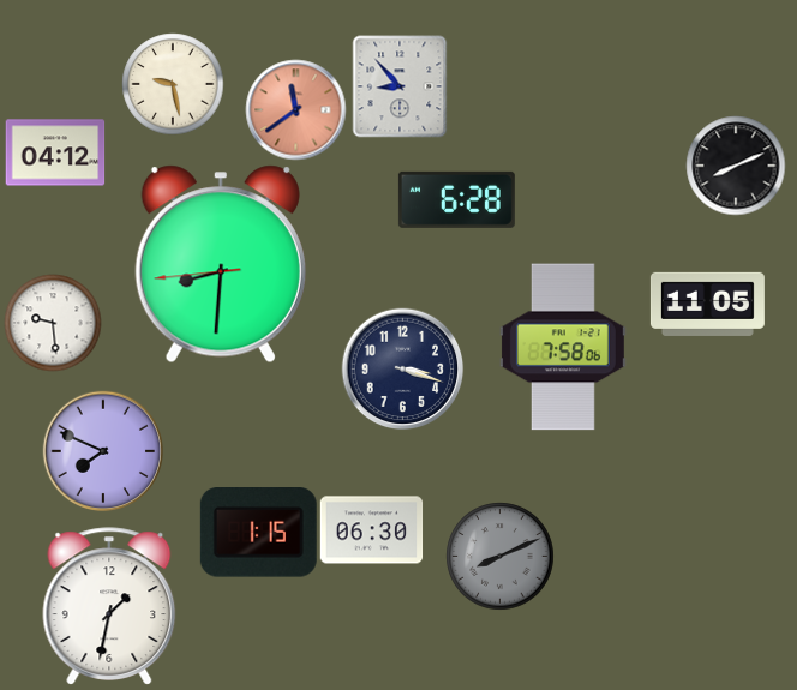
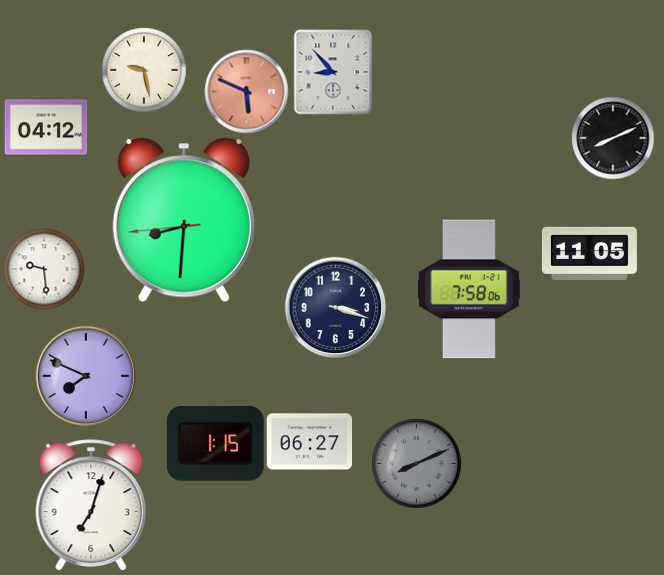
clock at (295, 109): 11:39 -> 5:49
clock at (456, 199): 6:28 -> none
clock at (371, 530): 06:30 -> 06:27
clock at (109, 606): 1:32 -> 7:03
